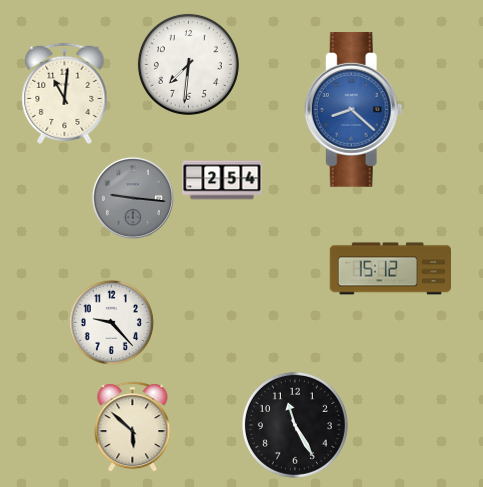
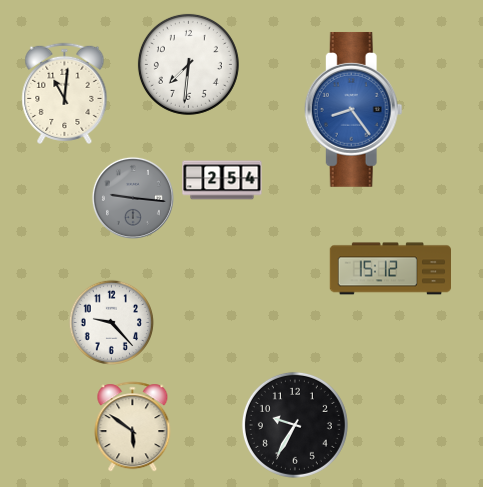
clock at (353, 109): 8:22 -> 8:24
clock at (295, 425): 11:25 -> 9:35
clock at (133, 427): 5:52 -> 5:51
